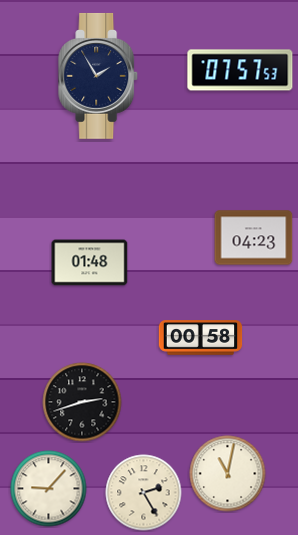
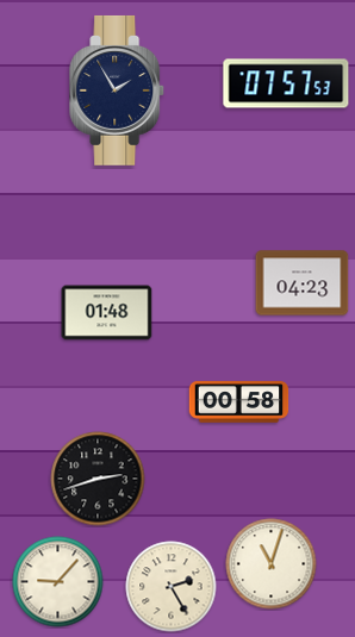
clock at (228, 474): 11:02 -> 11:03
